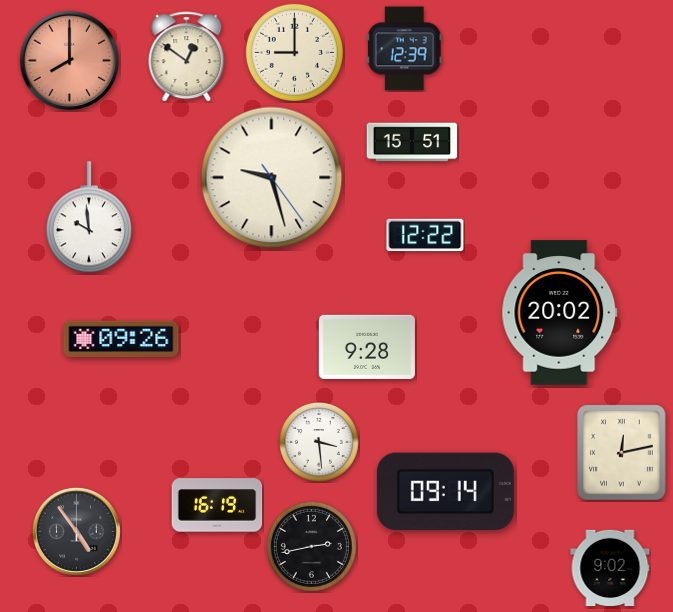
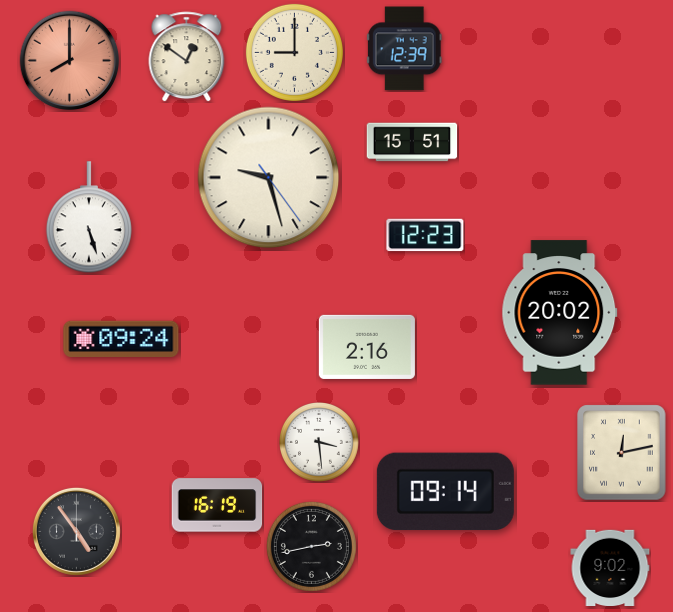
clock at (272, 178) position: (272, 178) -> (269, 178)
clock at (89, 218): 9:59 -> 5:27
clock at (425, 235): 12:22 -> 12:23
clock at (121, 338): 09:26 -> 09:24
clock at (367, 347): 9:28 -> 2:16
